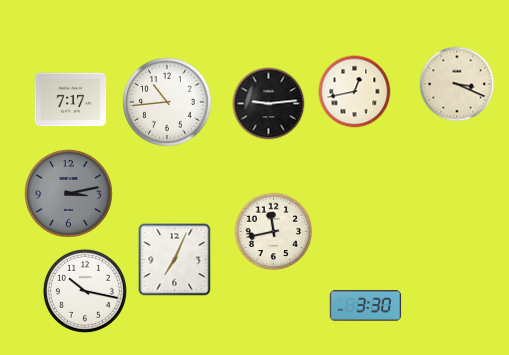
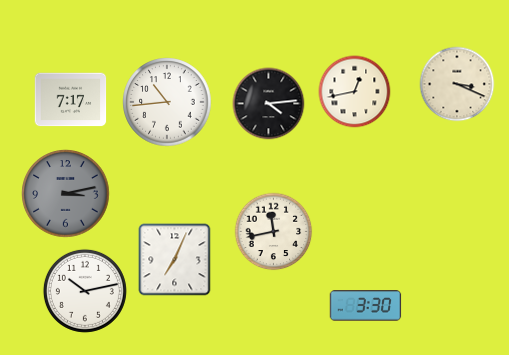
clock at (269, 104): 9:14 -> 4:14
clock at (69, 194) position: (69, 194) -> (66, 194)
clock at (85, 291): 10:17 -> 10:13
